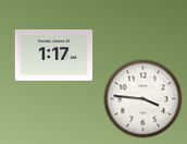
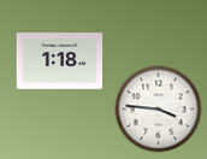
clock at (54, 56): 1:17 -> 1:18
